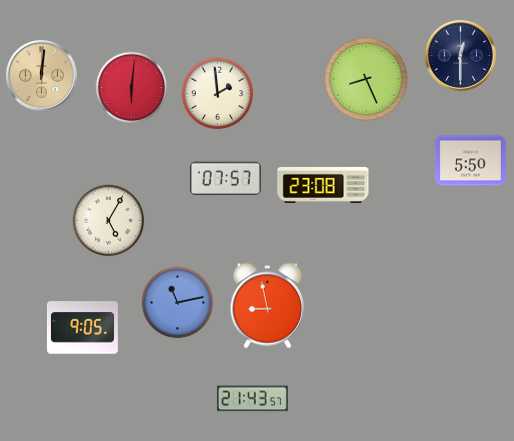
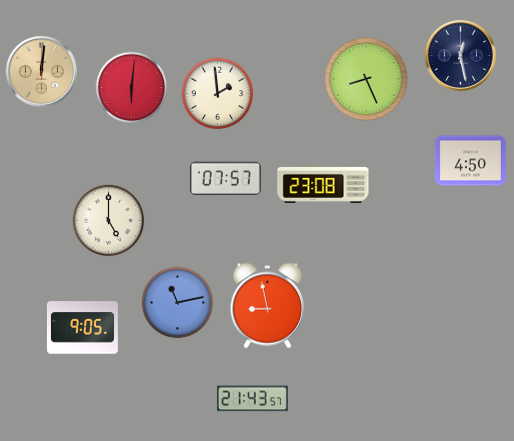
clock at (460, 55): 12:30 -> 12:28
clock at (41, 75) position: (41, 75) -> (41, 71)
clock at (470, 161): 5:50 -> 4:50
clock at (109, 221): 5:05 -> 5:00
